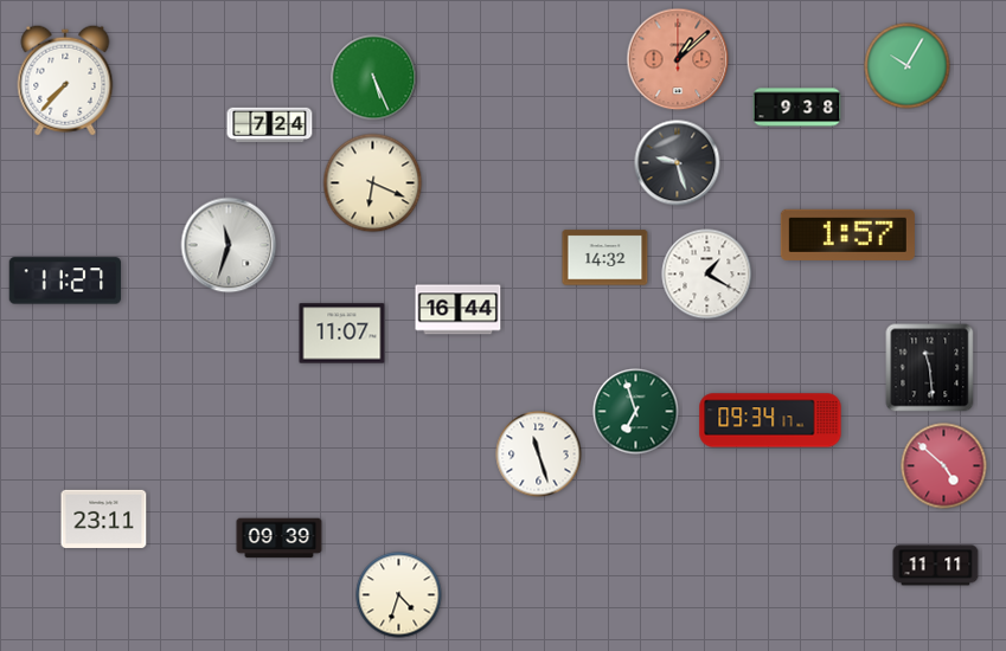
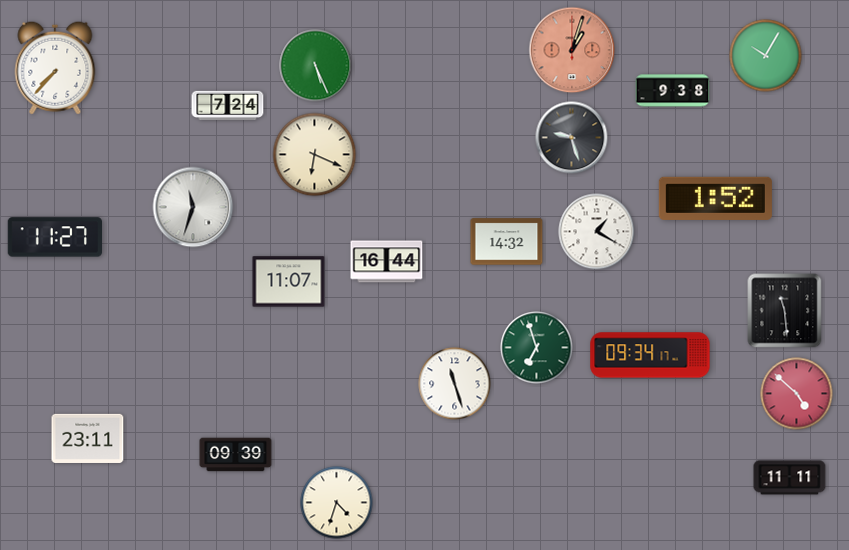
clock at (678, 59): 1:08 -> 1:03
clock at (847, 234): 1:57 -> 1:52
clock at (605, 258) position: (605, 258) -> (507, 242)
